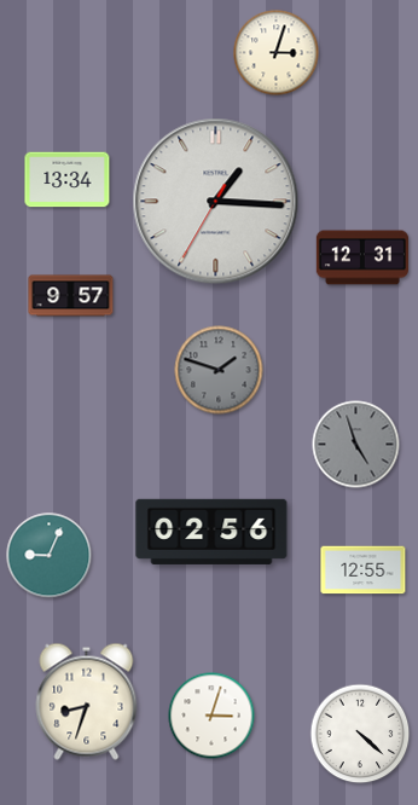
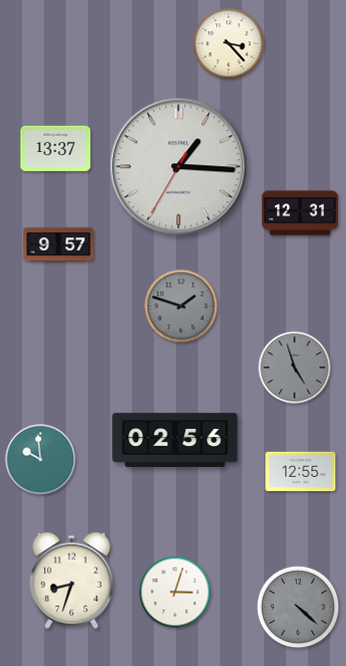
clock at (277, 53): 3:03 -> 3:23
clock at (68, 180): 13:34 -> 13:37
clock at (50, 556): 9:04 -> 9:59
clock at (360, 734) dial: white -> grey
